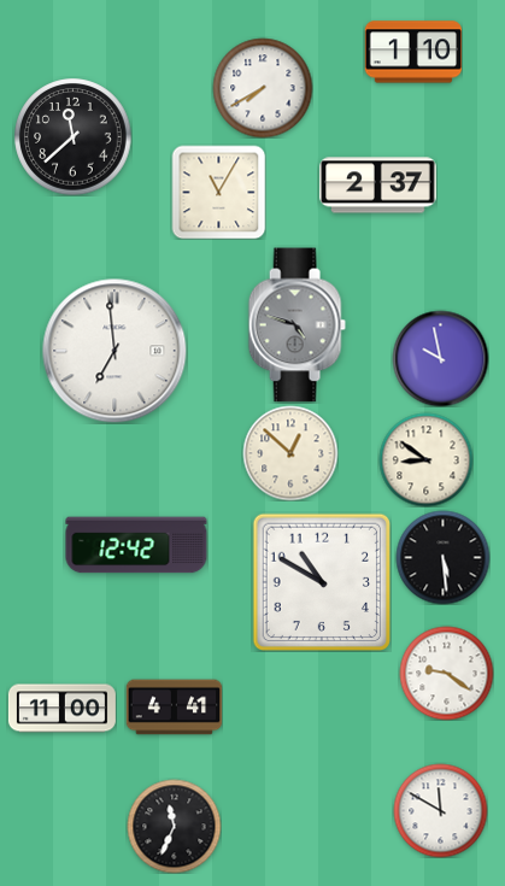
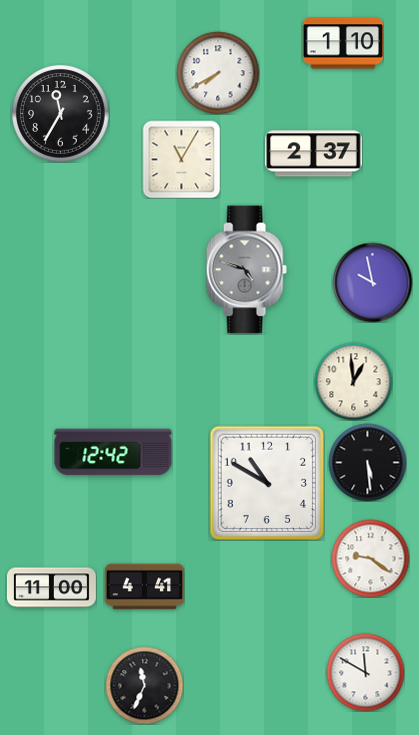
clock at (74, 137): 11:38 -> 11:35
clock at (114, 351): 6:59 -> none
clock at (440, 358) position: (440, 358) -> (372, 282)
clock at (290, 453): 12:52 -> none
clock at (425, 459): 8:51 -> 12:59
